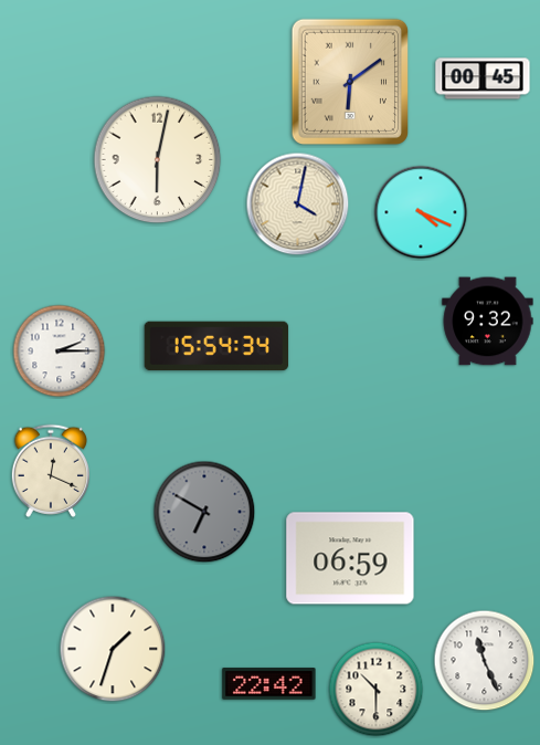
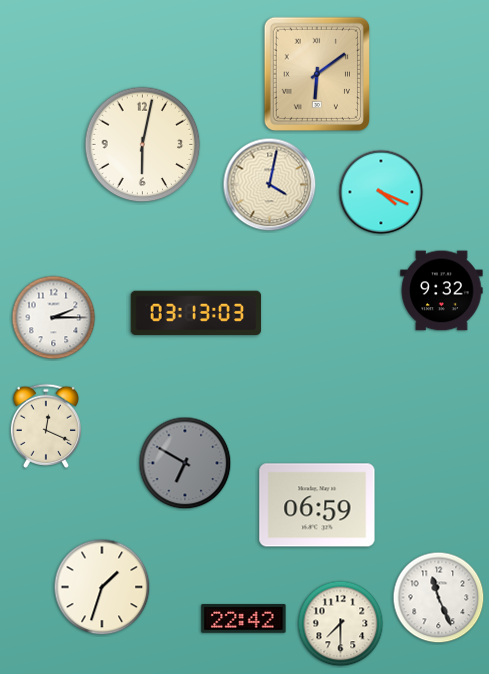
clock at (483, 78): 00:45 -> none
clock at (216, 346): 15:54 -> 03:13
clock at (377, 690): 10:30 -> 7:30
